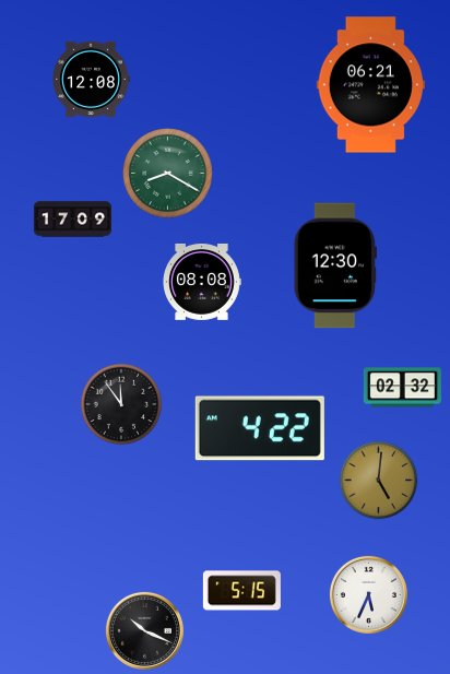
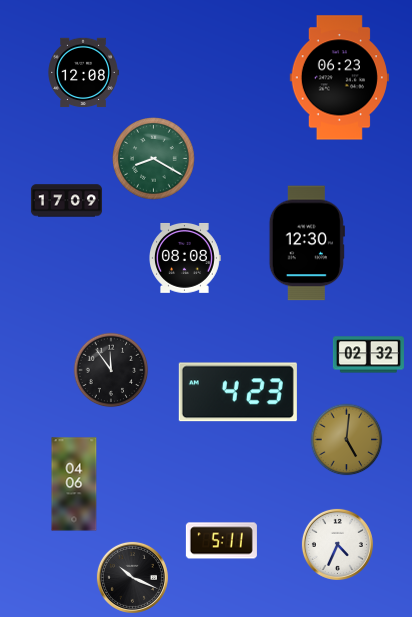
clock at (370, 85): 06:21 -> 06:23
clock at (260, 428): 4:22 -> 4:23
clock at (74, 484): none -> 04:06
clock at (241, 591): 5:15 -> 5:11
clock at (368, 594): 5:34 -> 4:34
